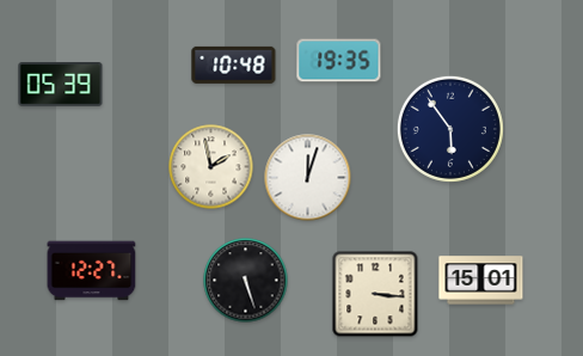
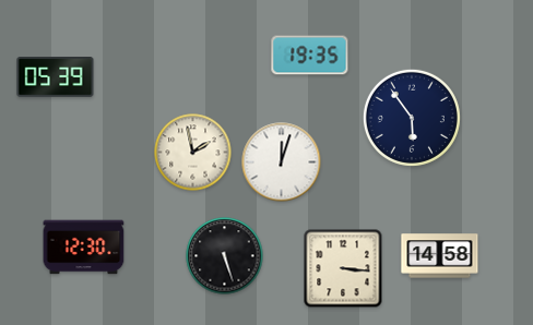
clock at (234, 65): 10:48 -> none
clock at (92, 271): 12:27 -> 12:30
clock at (481, 281): 15:01 -> 14:58
